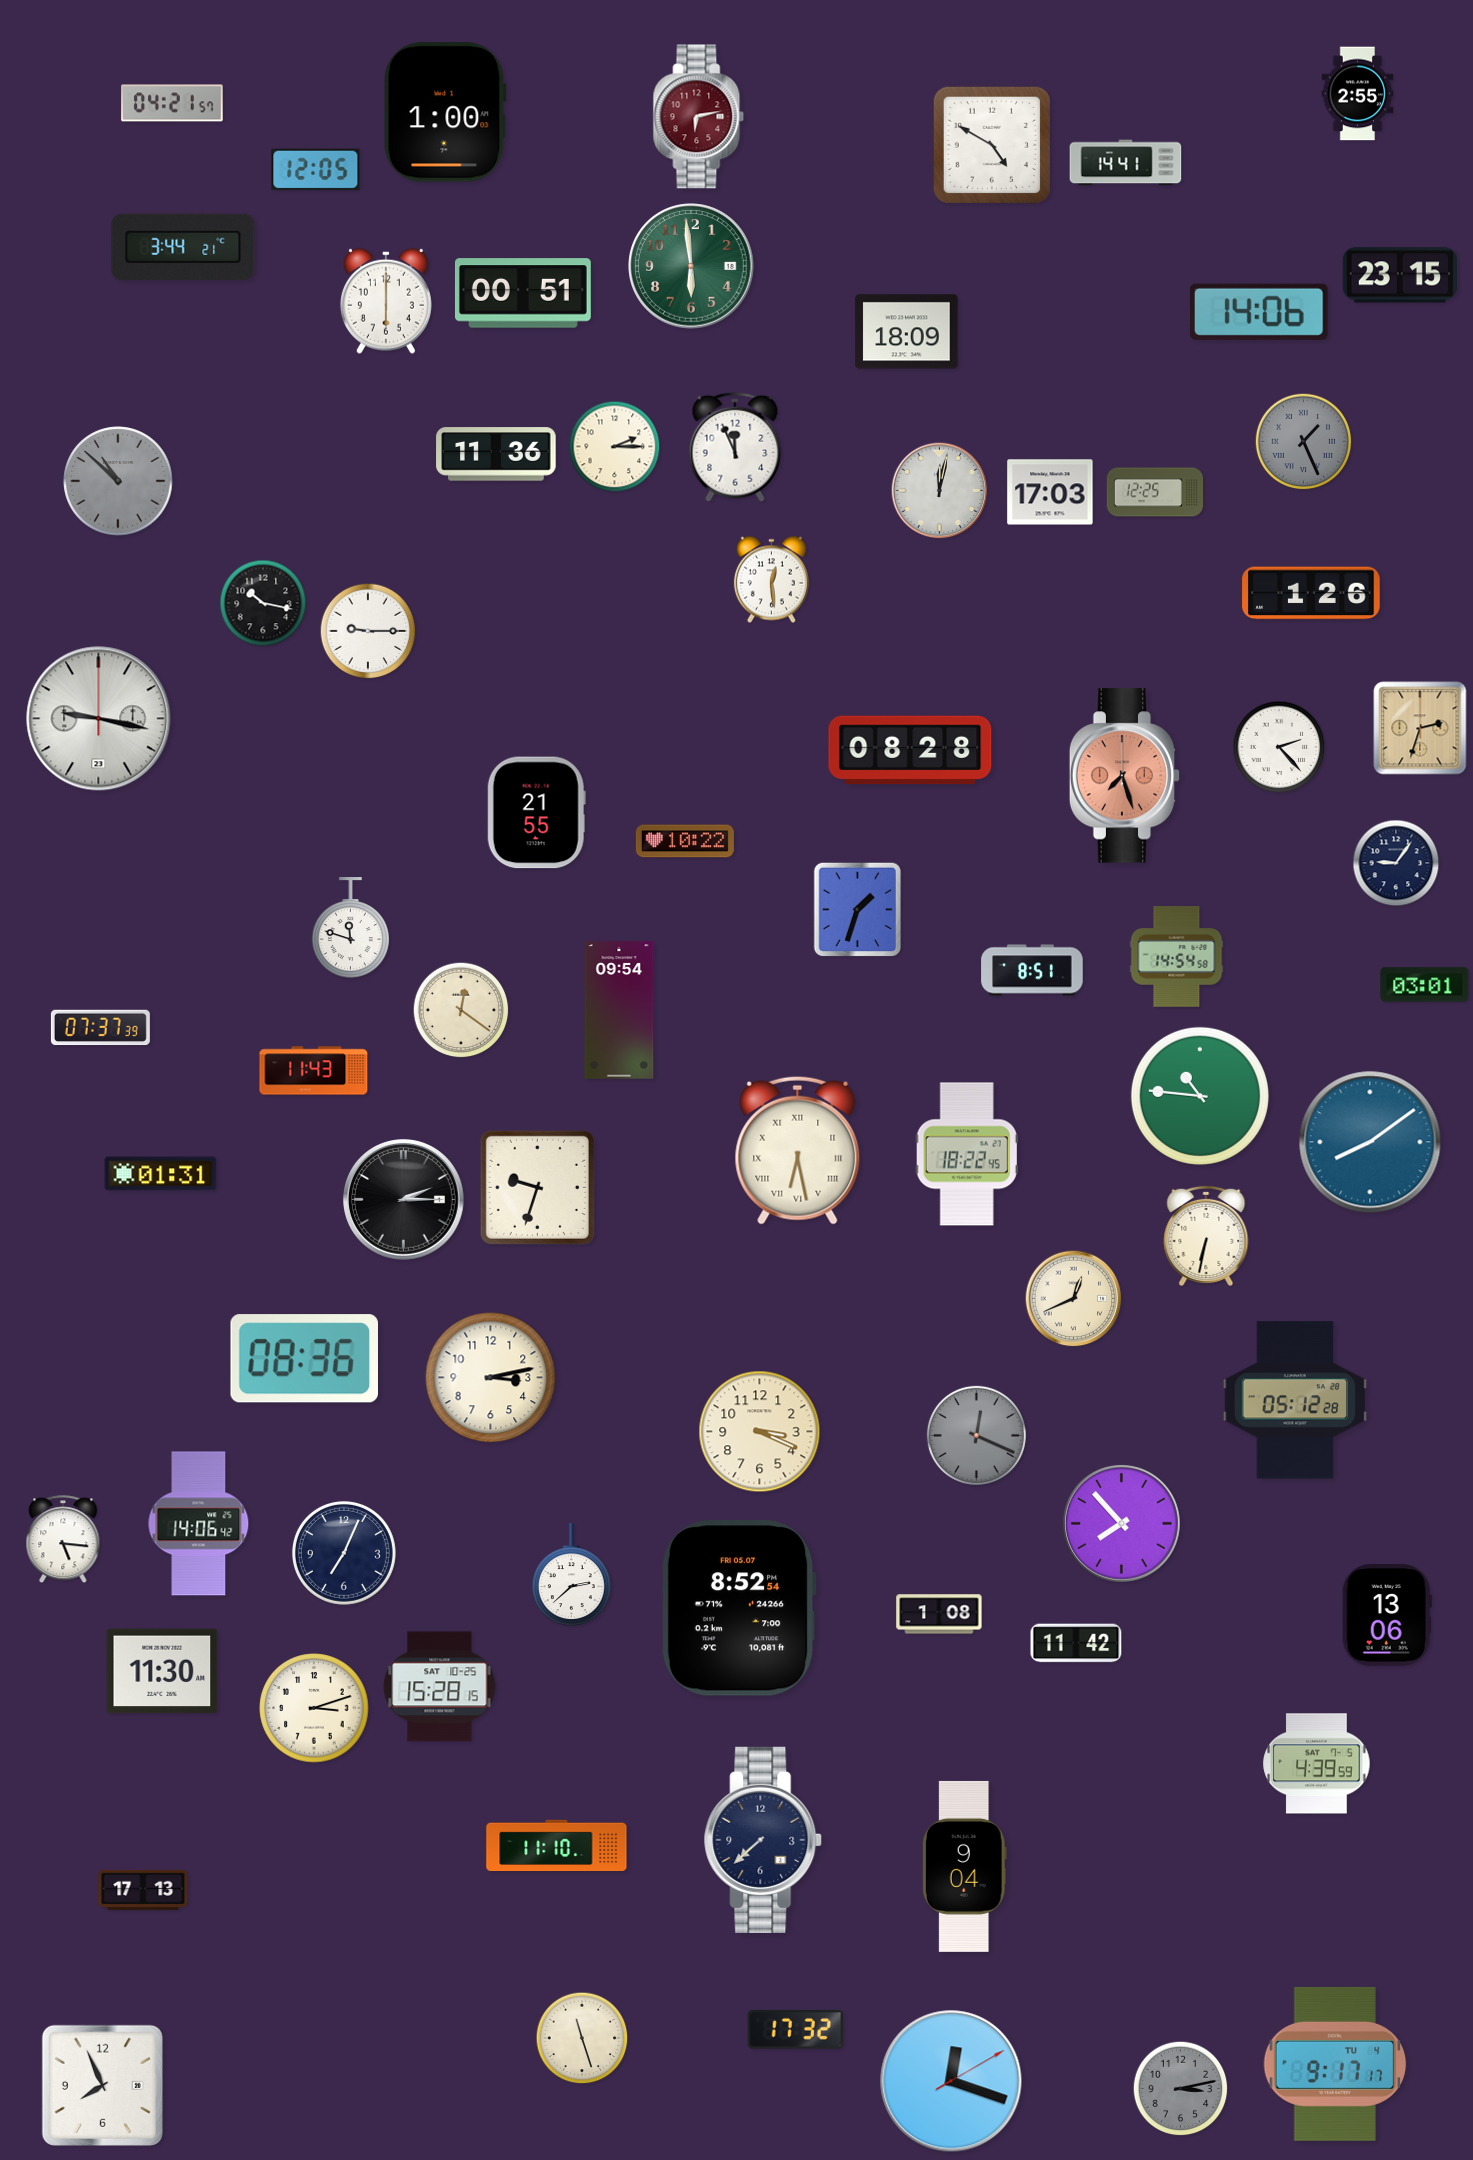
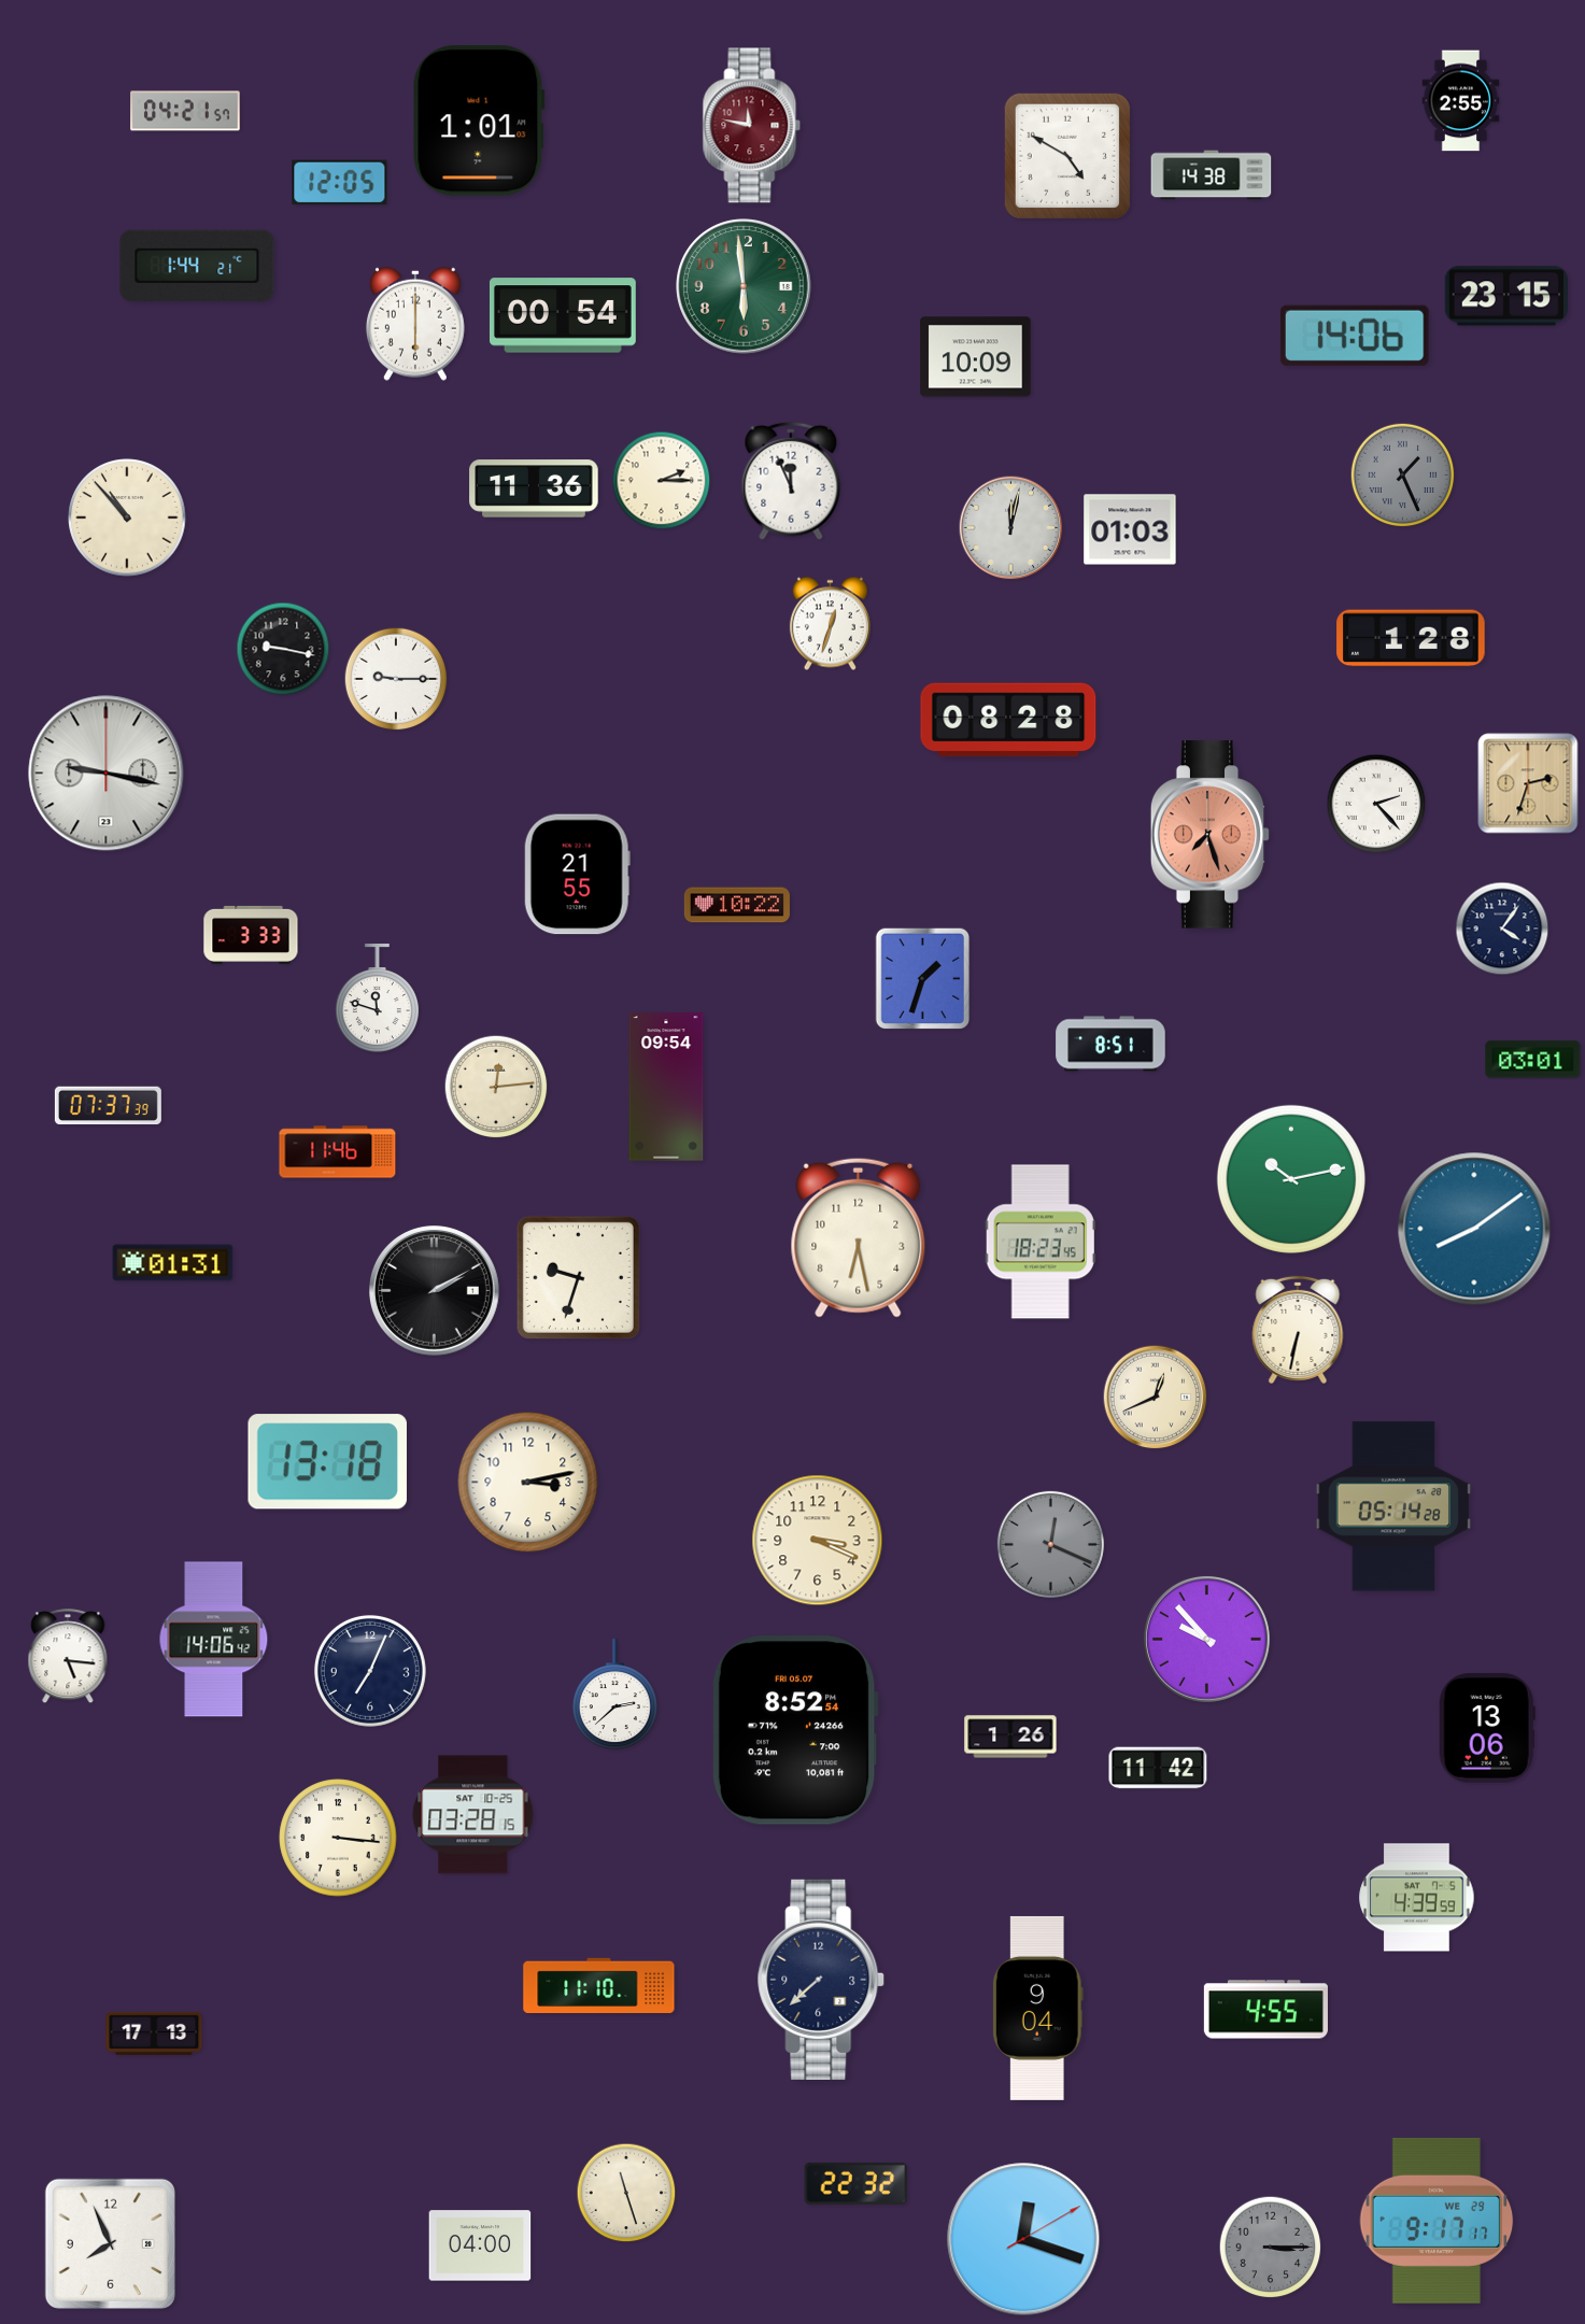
clock at (445, 112): 1:00 -> 1:01
clock at (699, 117): 6:13 -> 11:47
clock at (1126, 163): 14:41 -> 14:38
clock at (183, 247): 3:44 -> 1:44
clock at (523, 293): 00:51 -> 00:54
clock at (907, 332): 18:09 -> 10:09
clock at (118, 481): 10:52 -> 10:53
clock at (118, 481) dial: grey -> cream
clock at (1050, 492): 17:03 -> 01:03
clock at (1155, 492): 12:25 -> none
clock at (771, 580): 12:29 -> 12:33
clock at (1311, 593): 1:26 -> 1:28
clock at (263, 603): 10:17 -> 9:17
clock at (910, 750) position: (910, 750) -> (1008, 720)
clock at (1396, 863): 9:06 -> 4:06
clock at (251, 935): none -> 3:33
clock at (1177, 957): 14:54 -> none
clock at (461, 1010): 12:21 -> 12:14
clock at (314, 1071): 11:43 -> 11:46
clock at (1200, 1096): 10:46 -> 10:13
clock at (798, 1150) numerals: Roman -> Arabic
clock at (967, 1154): 18:22 -> 18:23
clock at (404, 1200): 2:15 -> 2:10
clock at (304, 1359): 08:36 -> 13:18
clock at (1295, 1400): 05:12 -> 05:14
clock at (1121, 1523): 7:53 -> 9:53
clock at (939, 1614): 1:08 -> 1:26
clock at (1387, 1615) position: (1387, 1615) -> (1487, 1728)
clock at (162, 1671): 11:30 -> none
clock at (440, 1687): 15:28 -> 03:28
clock at (314, 1708): 3:12 -> 3:16
clock at (1265, 2010): none -> 4:55
clock at (795, 2029): 17:32 -> 22:32
clock at (1335, 2064) date: TU 4 -> WE 29
clock at (480, 2245): none -> 04:00
clock at (1181, 2089): 3:13 -> 3:15
